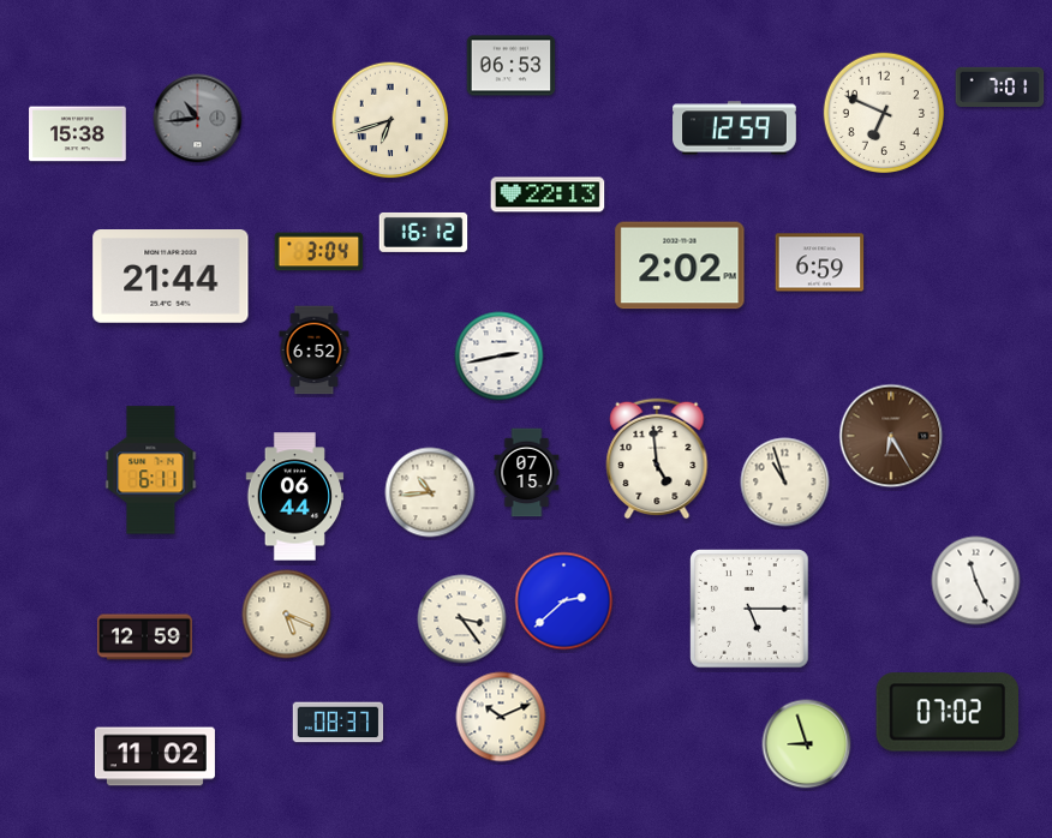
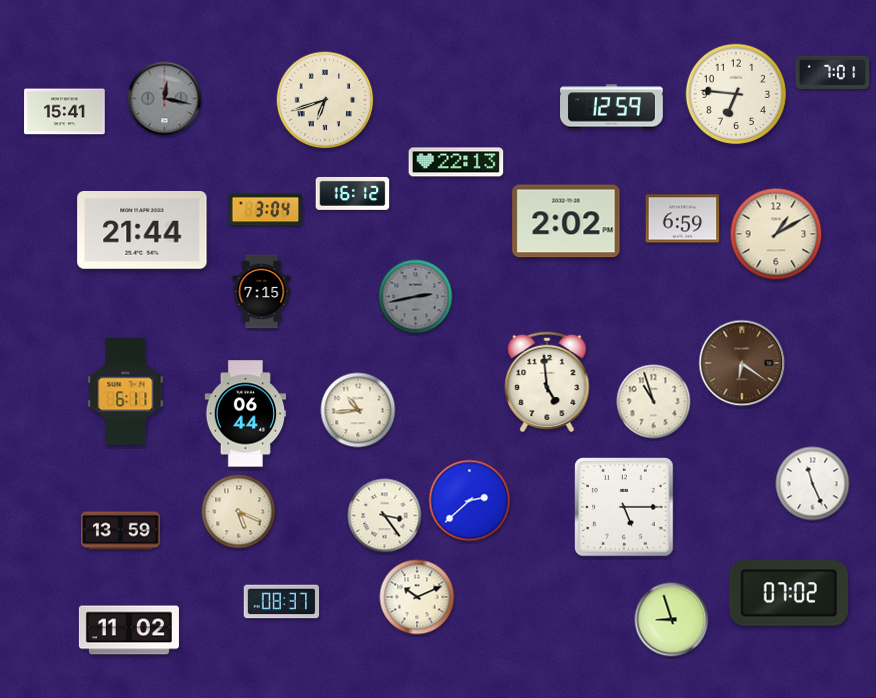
clock at (512, 66): 06:53 -> none
clock at (884, 113): 6:49 -> 6:46
clock at (198, 119): 10:44 -> 12:17
clock at (78, 134): 15:38 -> 15:41
clock at (776, 234): none -> 1:10
clock at (315, 351): 6:52 -> 7:15
clock at (500, 357) dial: white -> grey
clock at (891, 436): 6:25 -> 6:21
clock at (527, 473): 07:15 -> none
clock at (144, 638): 12:59 -> 13:59
